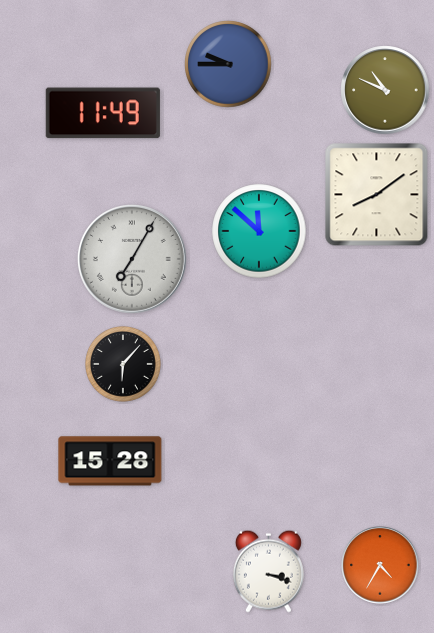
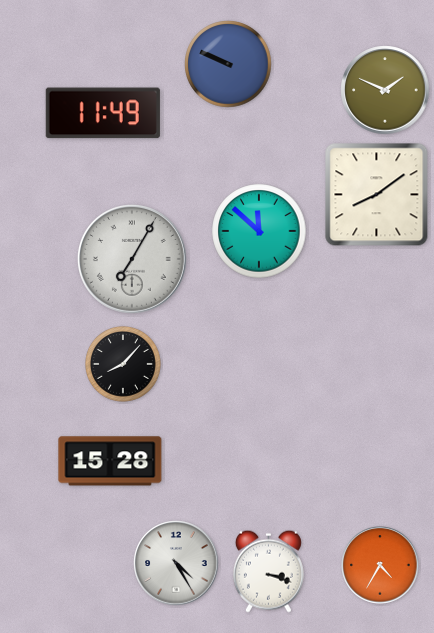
clock at (228, 64): 9:45 -> 9:49
clock at (385, 90): 10:49 -> 1:49
clock at (124, 365): 6:07 -> 8:07
clock at (176, 563): none -> 4:25
